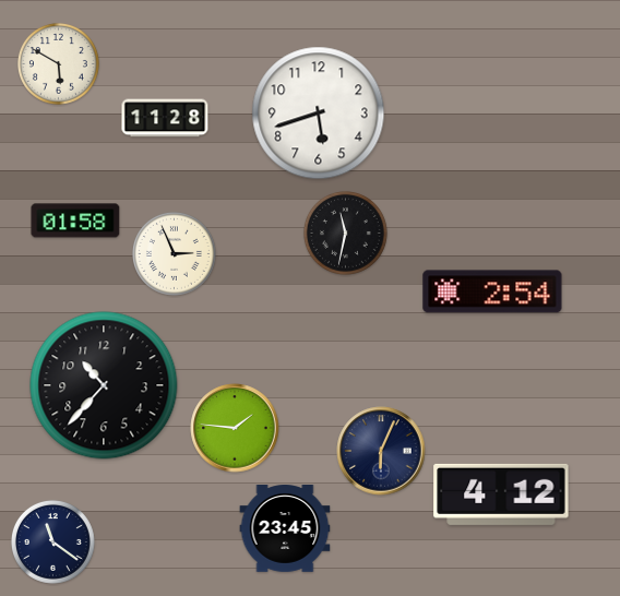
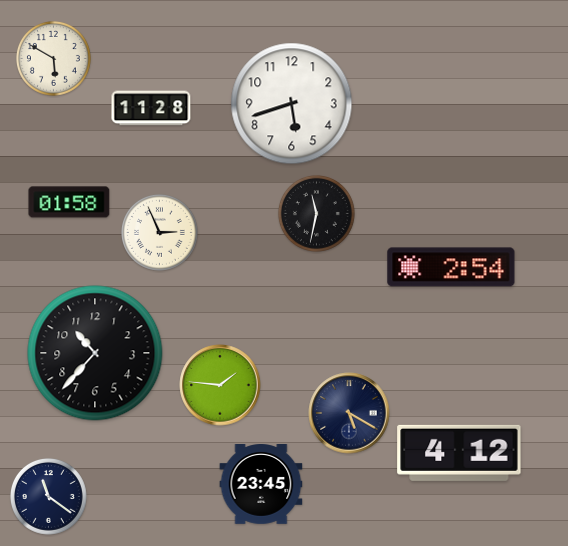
clock at (235, 428) position: (235, 428) -> (220, 385)
clock at (381, 451): 6:04 -> 5:20
